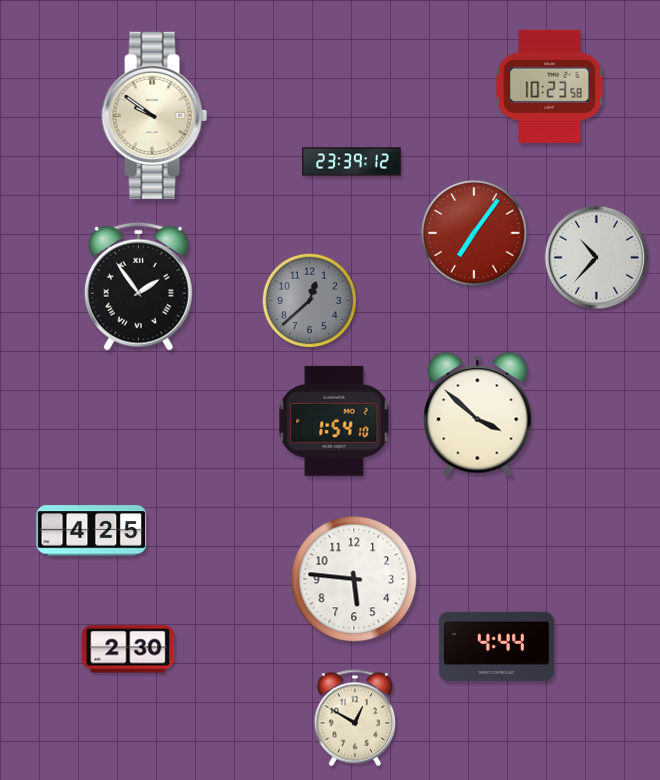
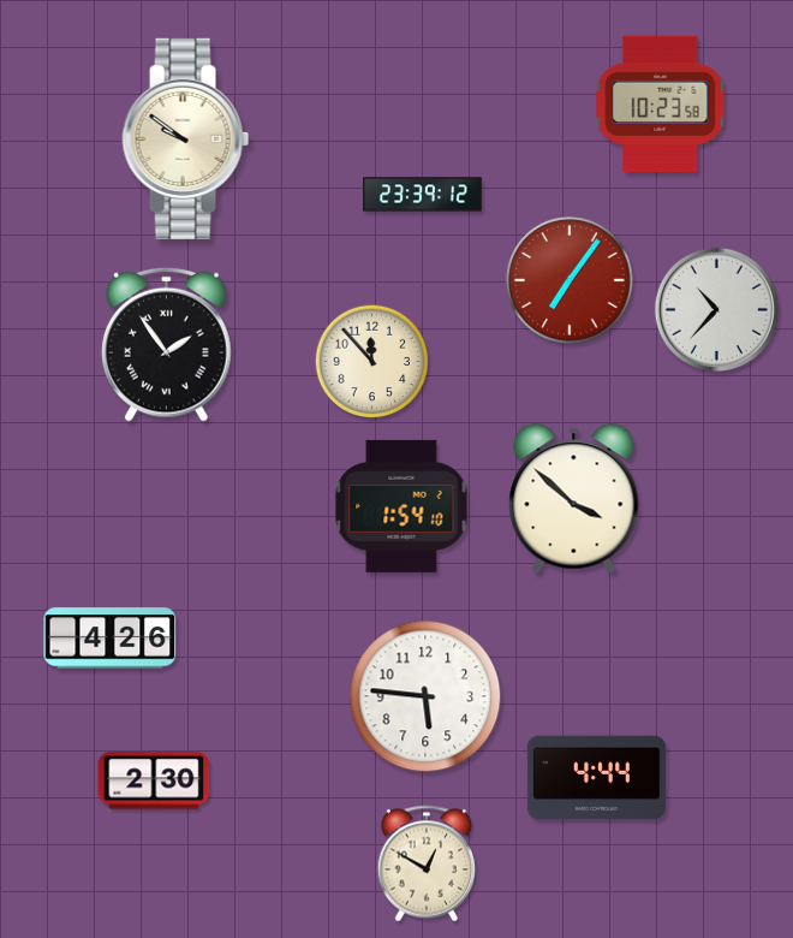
clock at (310, 301): 12:38 -> 11:53
clock at (310, 301) dial: grey -> cream
clock at (92, 531): 4:25 -> 4:26
